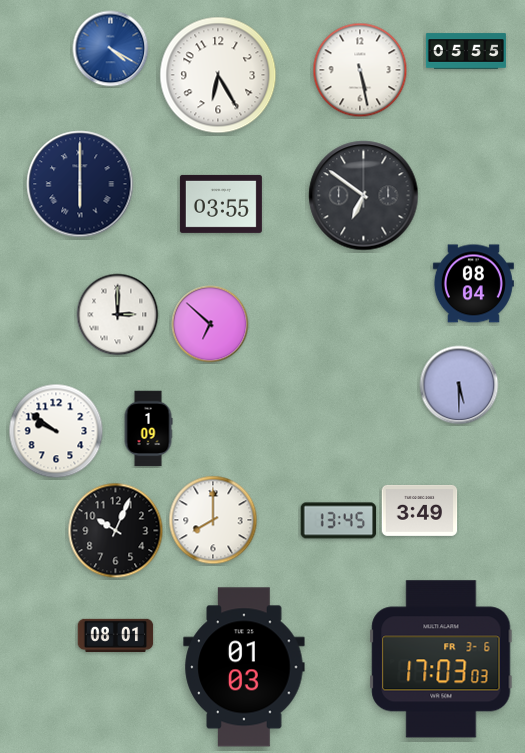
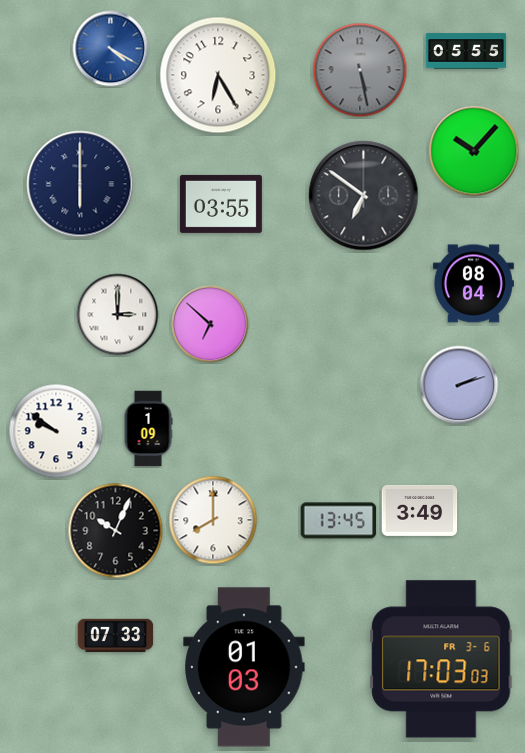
clock at (360, 70) dial: white -> grey
clock at (474, 151): none -> 10:07
clock at (459, 385): 5:30 -> 2:12
clock at (116, 635): 08:01 -> 07:33
